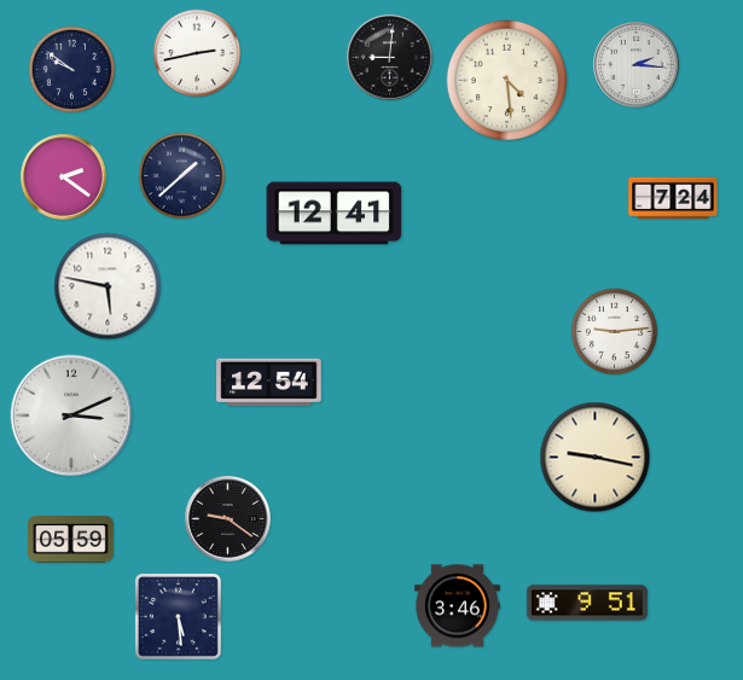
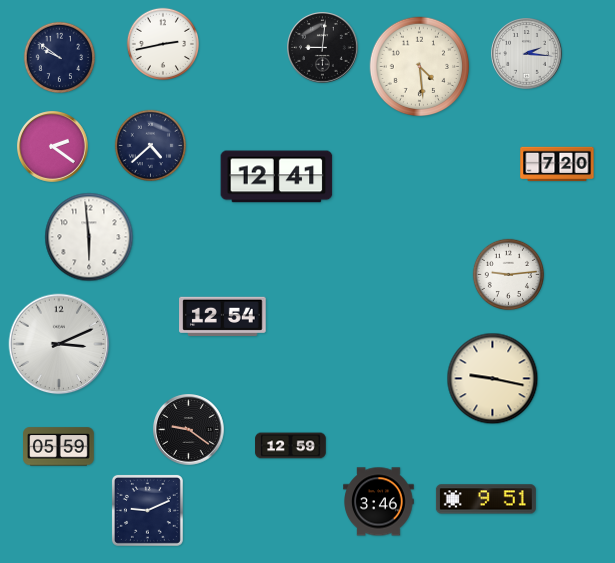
clock at (182, 176): 1:38 -> 4:38
clock at (673, 198): 7:24 -> 7:20
clock at (108, 286): 5:47 -> 5:59
clock at (291, 446): none -> 12:59
clock at (178, 616): 5:29 -> 9:11
